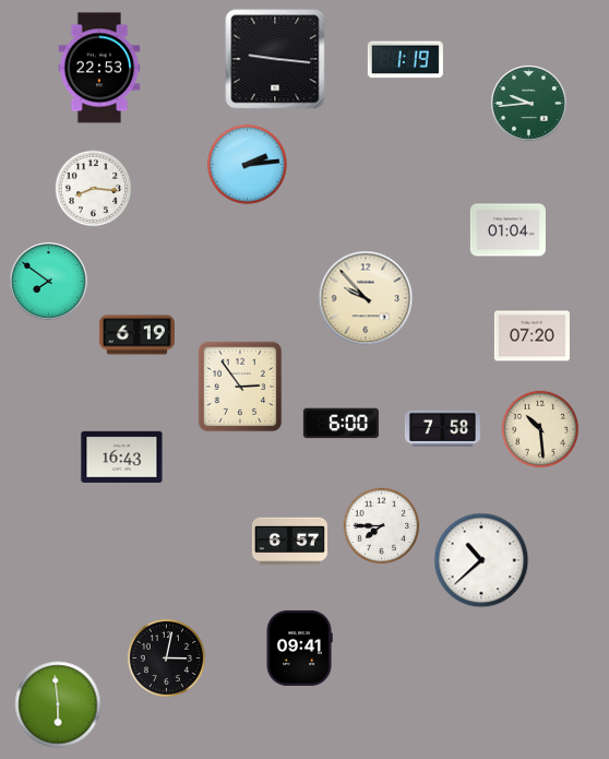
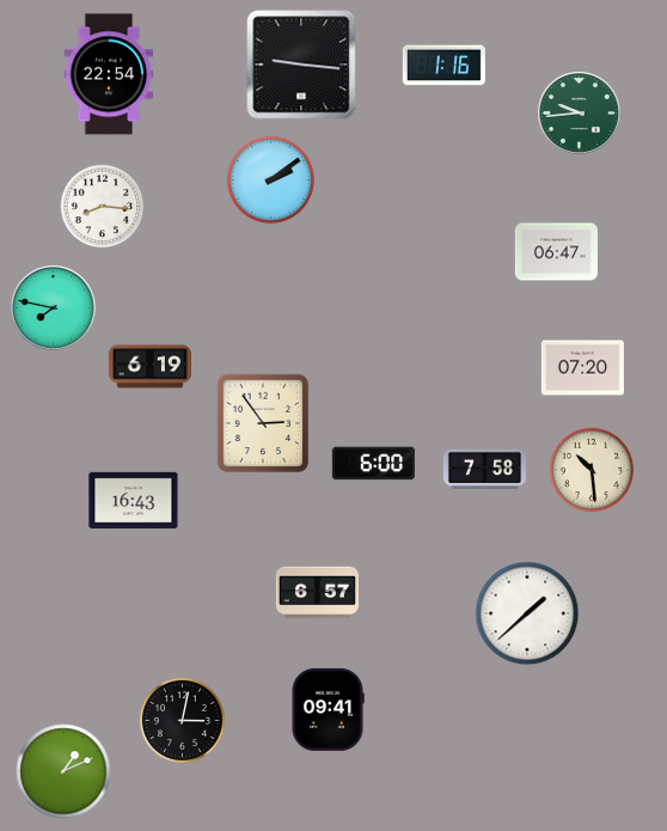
clock at (405, 60): 1:19 -> 1:16
clock at (99, 68): 22:53 -> 22:54
clock at (247, 164): 2:14 -> 2:09
clock at (507, 230): 01:04 -> 06:47
clock at (49, 282): 7:51 -> 7:47
clock at (366, 298): 9:53 -> none
clock at (382, 526): 7:45 -> none
clock at (481, 560): 10:38 -> 1:38
clock at (58, 704): 5:59 -> 1:11
